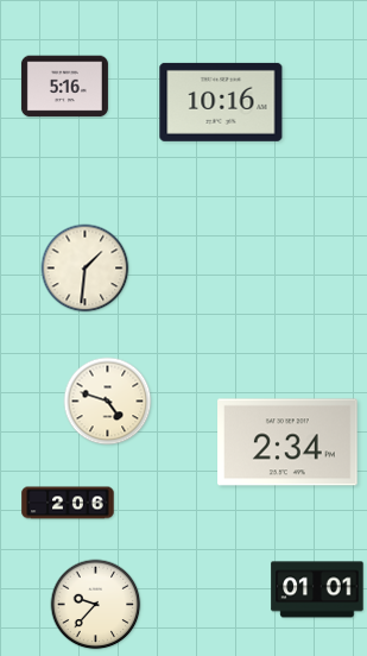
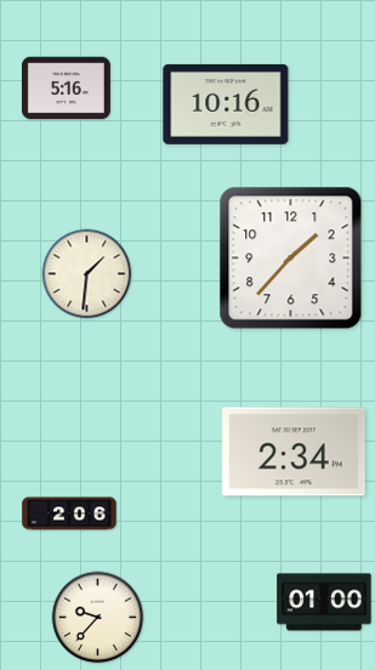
clock at (291, 259): none -> 1:37
clock at (108, 402): 4:48 -> none
clock at (317, 589): 01:01 -> 01:00
